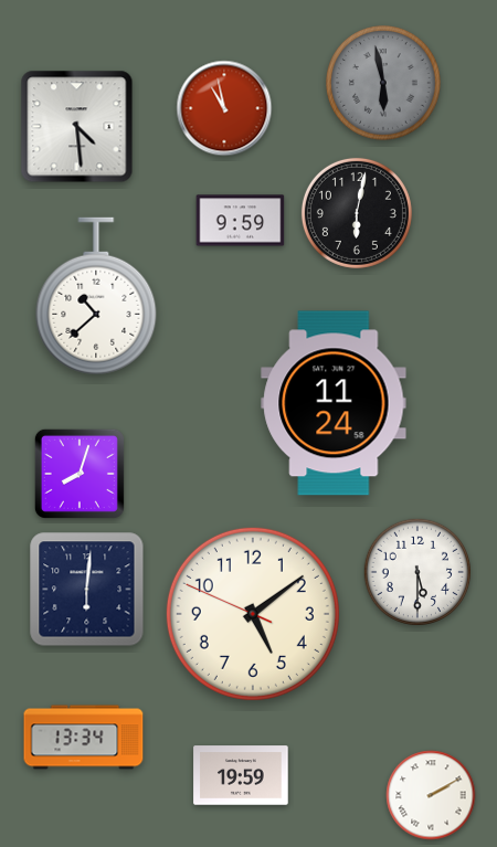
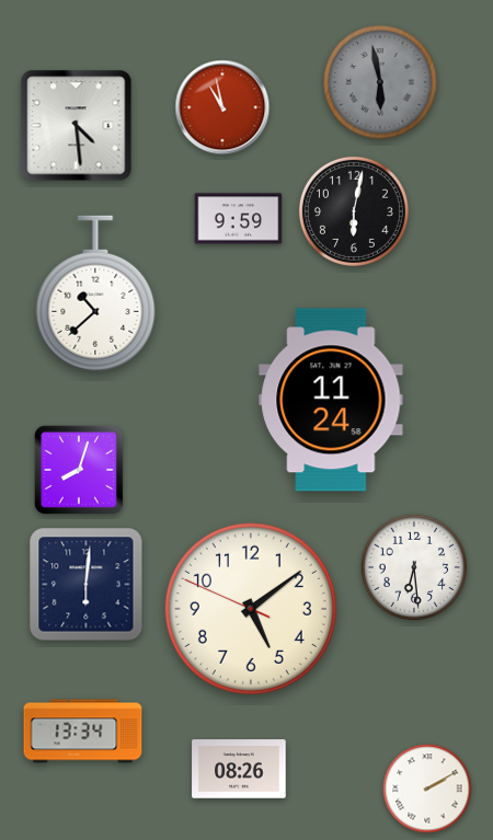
clock at (417, 572): 5:30 -> 6:29
clock at (241, 775): 19:59 -> 08:26
